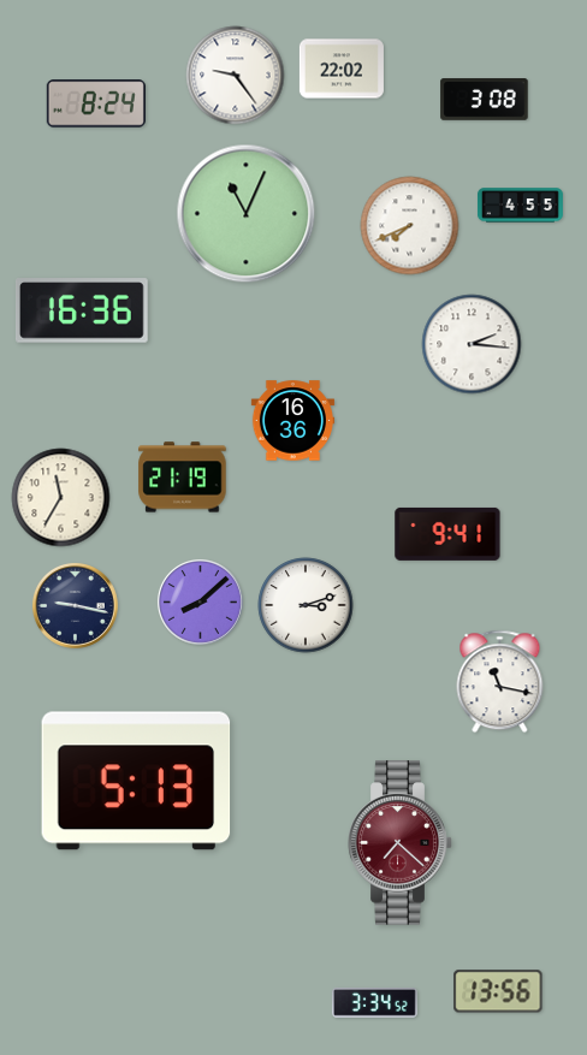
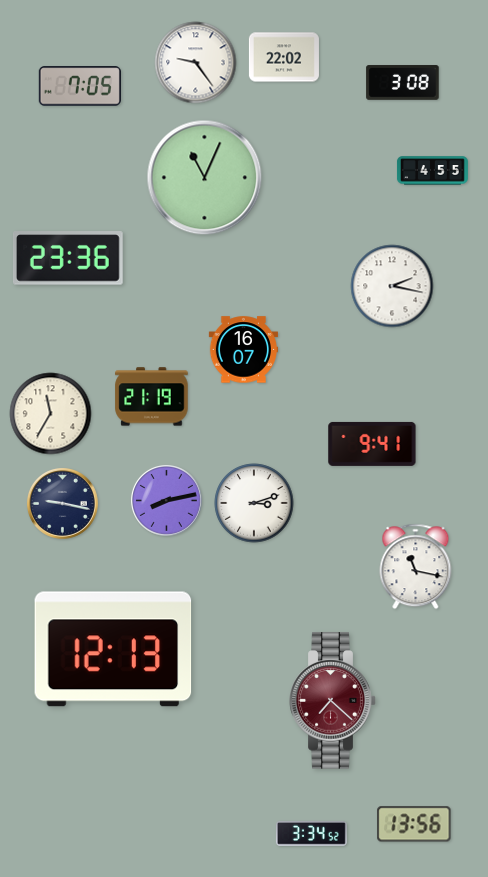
clock at (96, 103): 8:24 -> 7:05
clock at (410, 226): 7:41 -> none
clock at (82, 310): 16:36 -> 23:36
clock at (472, 344): 2:16 -> 2:17
clock at (292, 421): 16:36 -> 16:07
clock at (200, 601): 8:08 -> 8:13
clock at (136, 781): 5:13 -> 12:13
